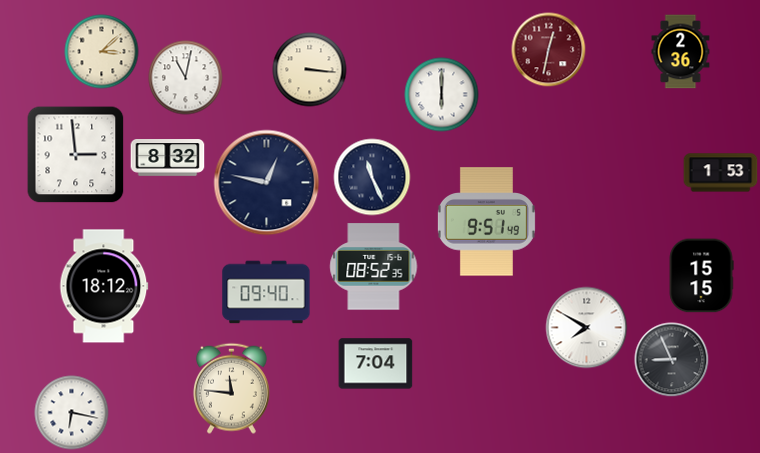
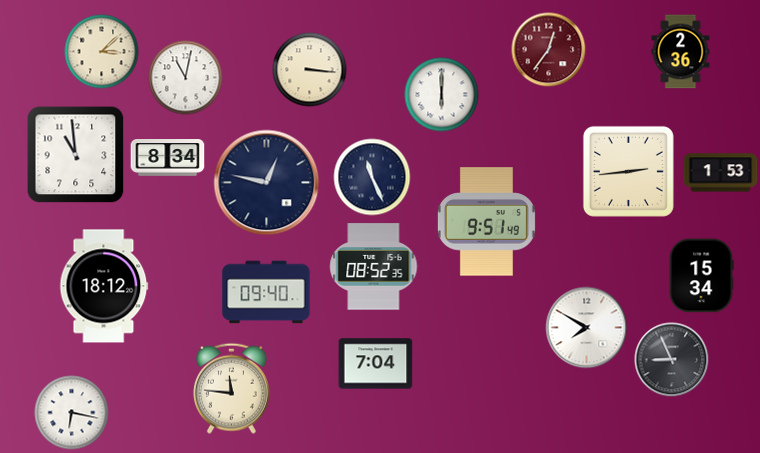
clock at (549, 50): 12:32 -> 12:36
clock at (76, 155): 2:59 -> 10:59
clock at (168, 158): 8:32 -> 8:34
clock at (628, 171): none -> 2:44
clock at (701, 276): 15:15 -> 15:34
